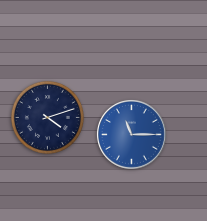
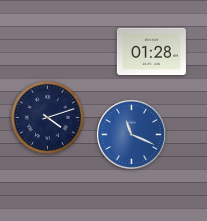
clock at (151, 51): none -> 01:28
clock at (132, 135): 11:15 -> 11:19
